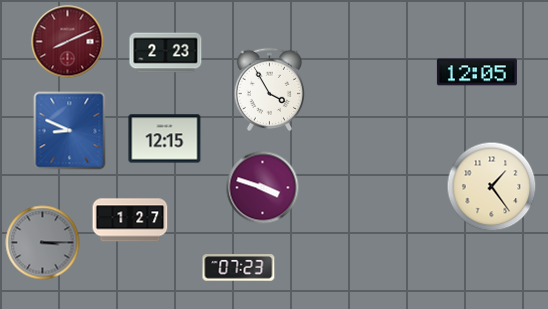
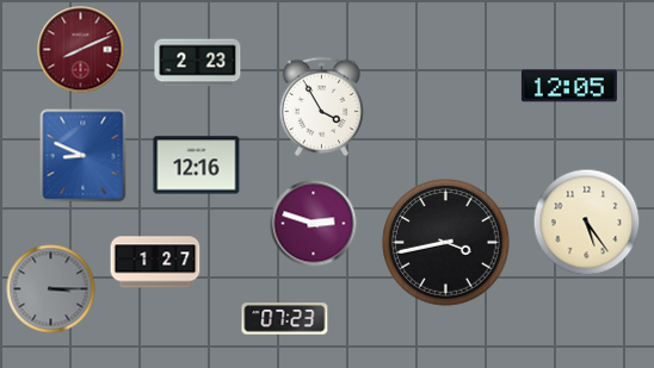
clock at (165, 139): 12:15 -> 12:16
clock at (492, 187): 1:24 -> 5:24
clock at (263, 188): 3:48 -> 2:48
clock at (446, 243): none -> 3:43
